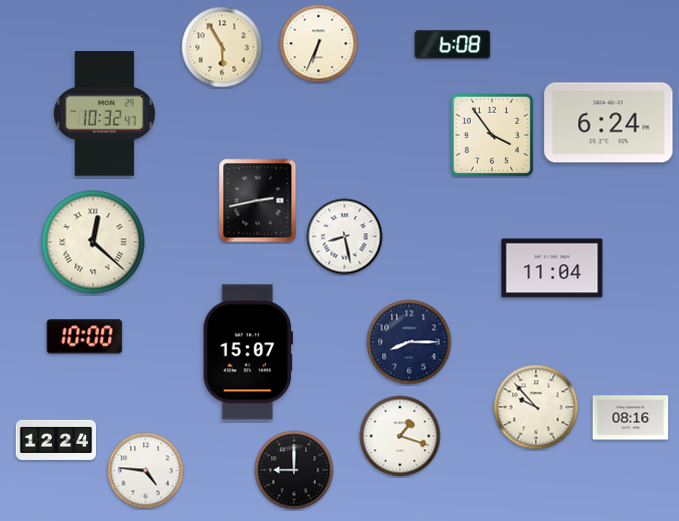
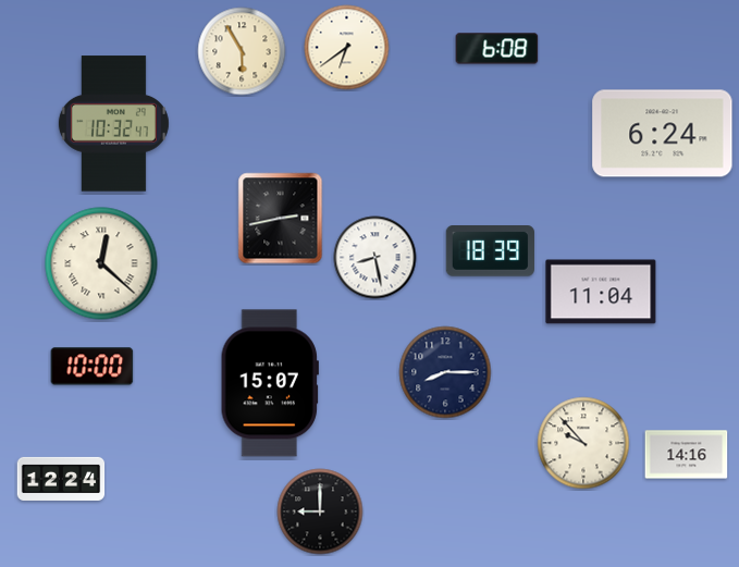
clock at (319, 44): 6:34 -> 6:39
clock at (453, 45) position: (453, 45) -> (497, 49)
clock at (492, 135): 3:54 -> none
clock at (490, 251): none -> 18:39
clock at (631, 418): 08:16 -> 14:16
clock at (400, 436): 1:18 -> none
clock at (146, 471): 4:46 -> none
